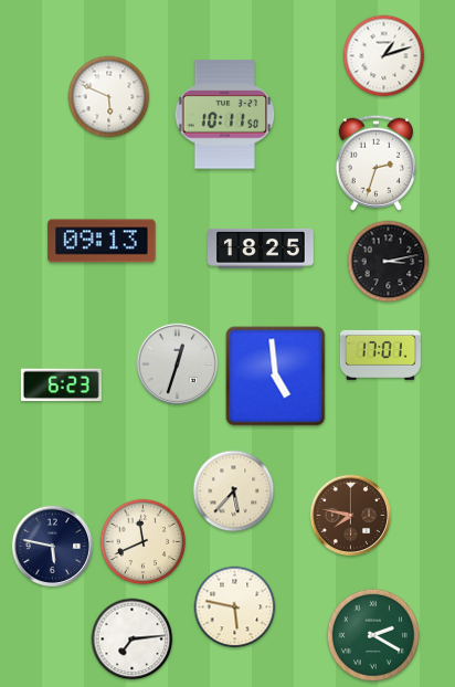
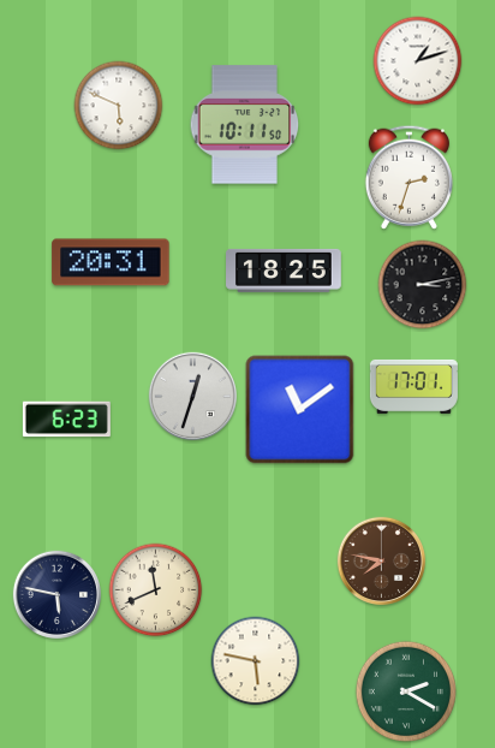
clock at (102, 241): 09:13 -> 20:31
clock at (276, 377): 4:59 -> 11:09
clock at (234, 492): 5:37 -> none
clock at (133, 640): 7:14 -> none
